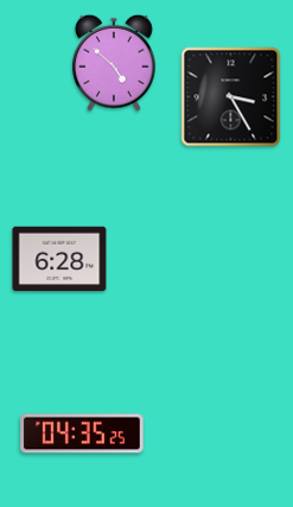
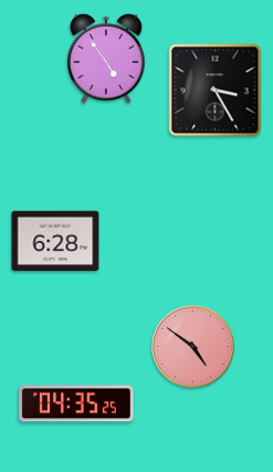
clock at (114, 63): 4:52 -> 4:54
clock at (193, 347): none -> 4:51
